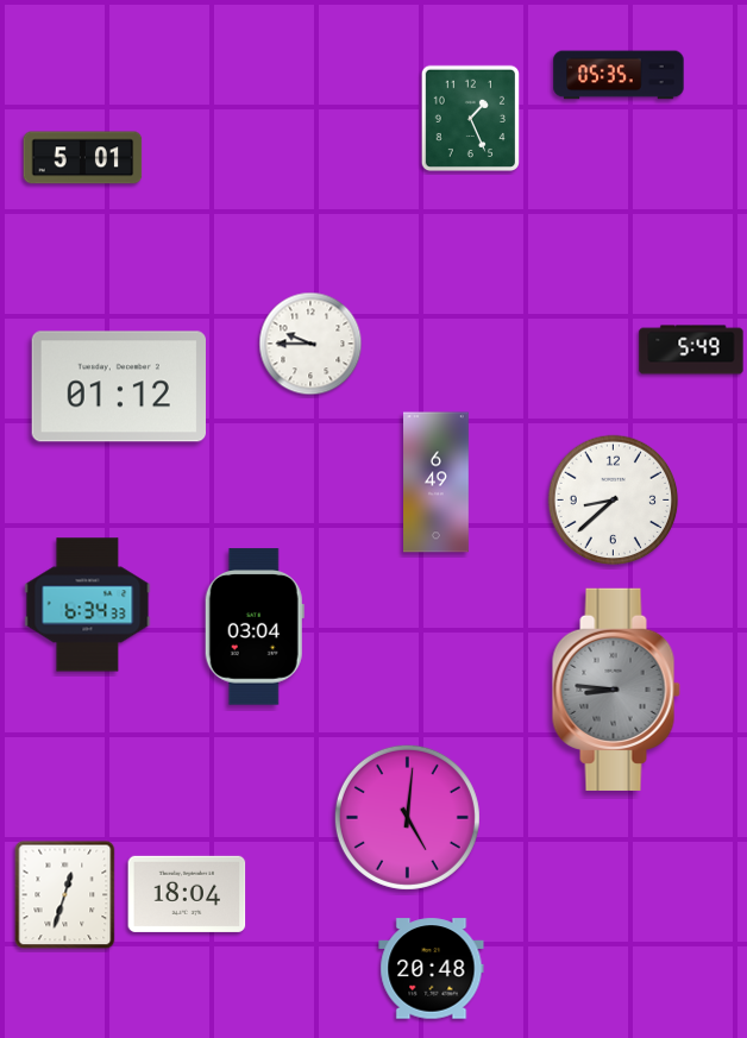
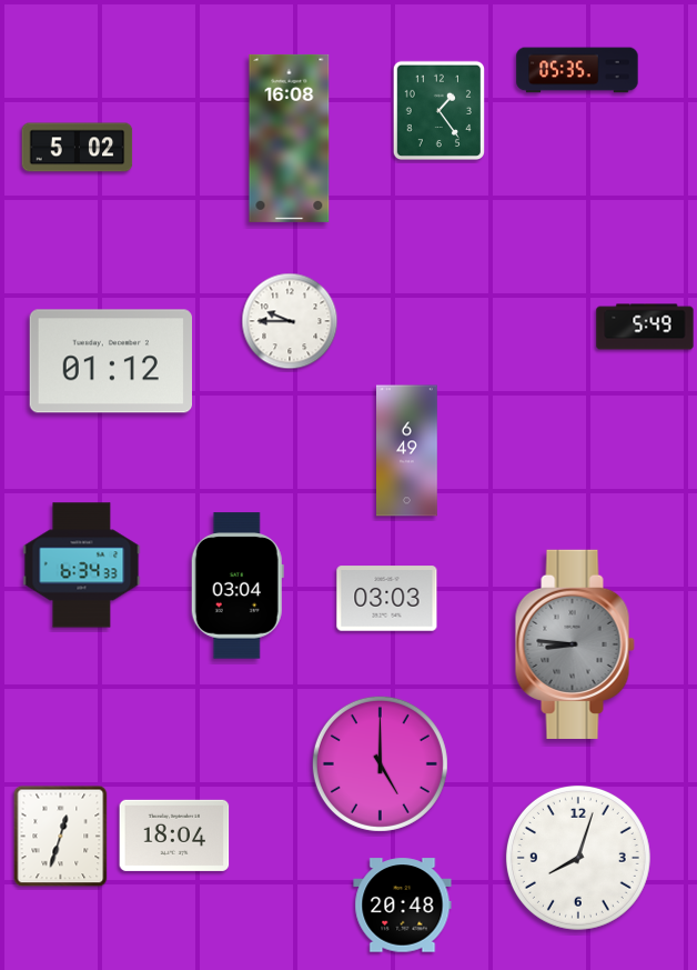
clock at (470, 118): 1:26 -> 1:24
clock at (290, 138): none -> 16:08
clock at (83, 158): 5:01 -> 5:02
clock at (614, 501): 8:38 -> none
clock at (387, 599): none -> 03:03
clock at (407, 817): 5:01 -> 5:00
clock at (578, 858): none -> 8:03
